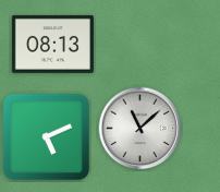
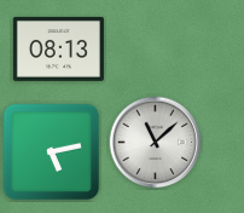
clock at (47, 137): 5:11 -> 5:13
